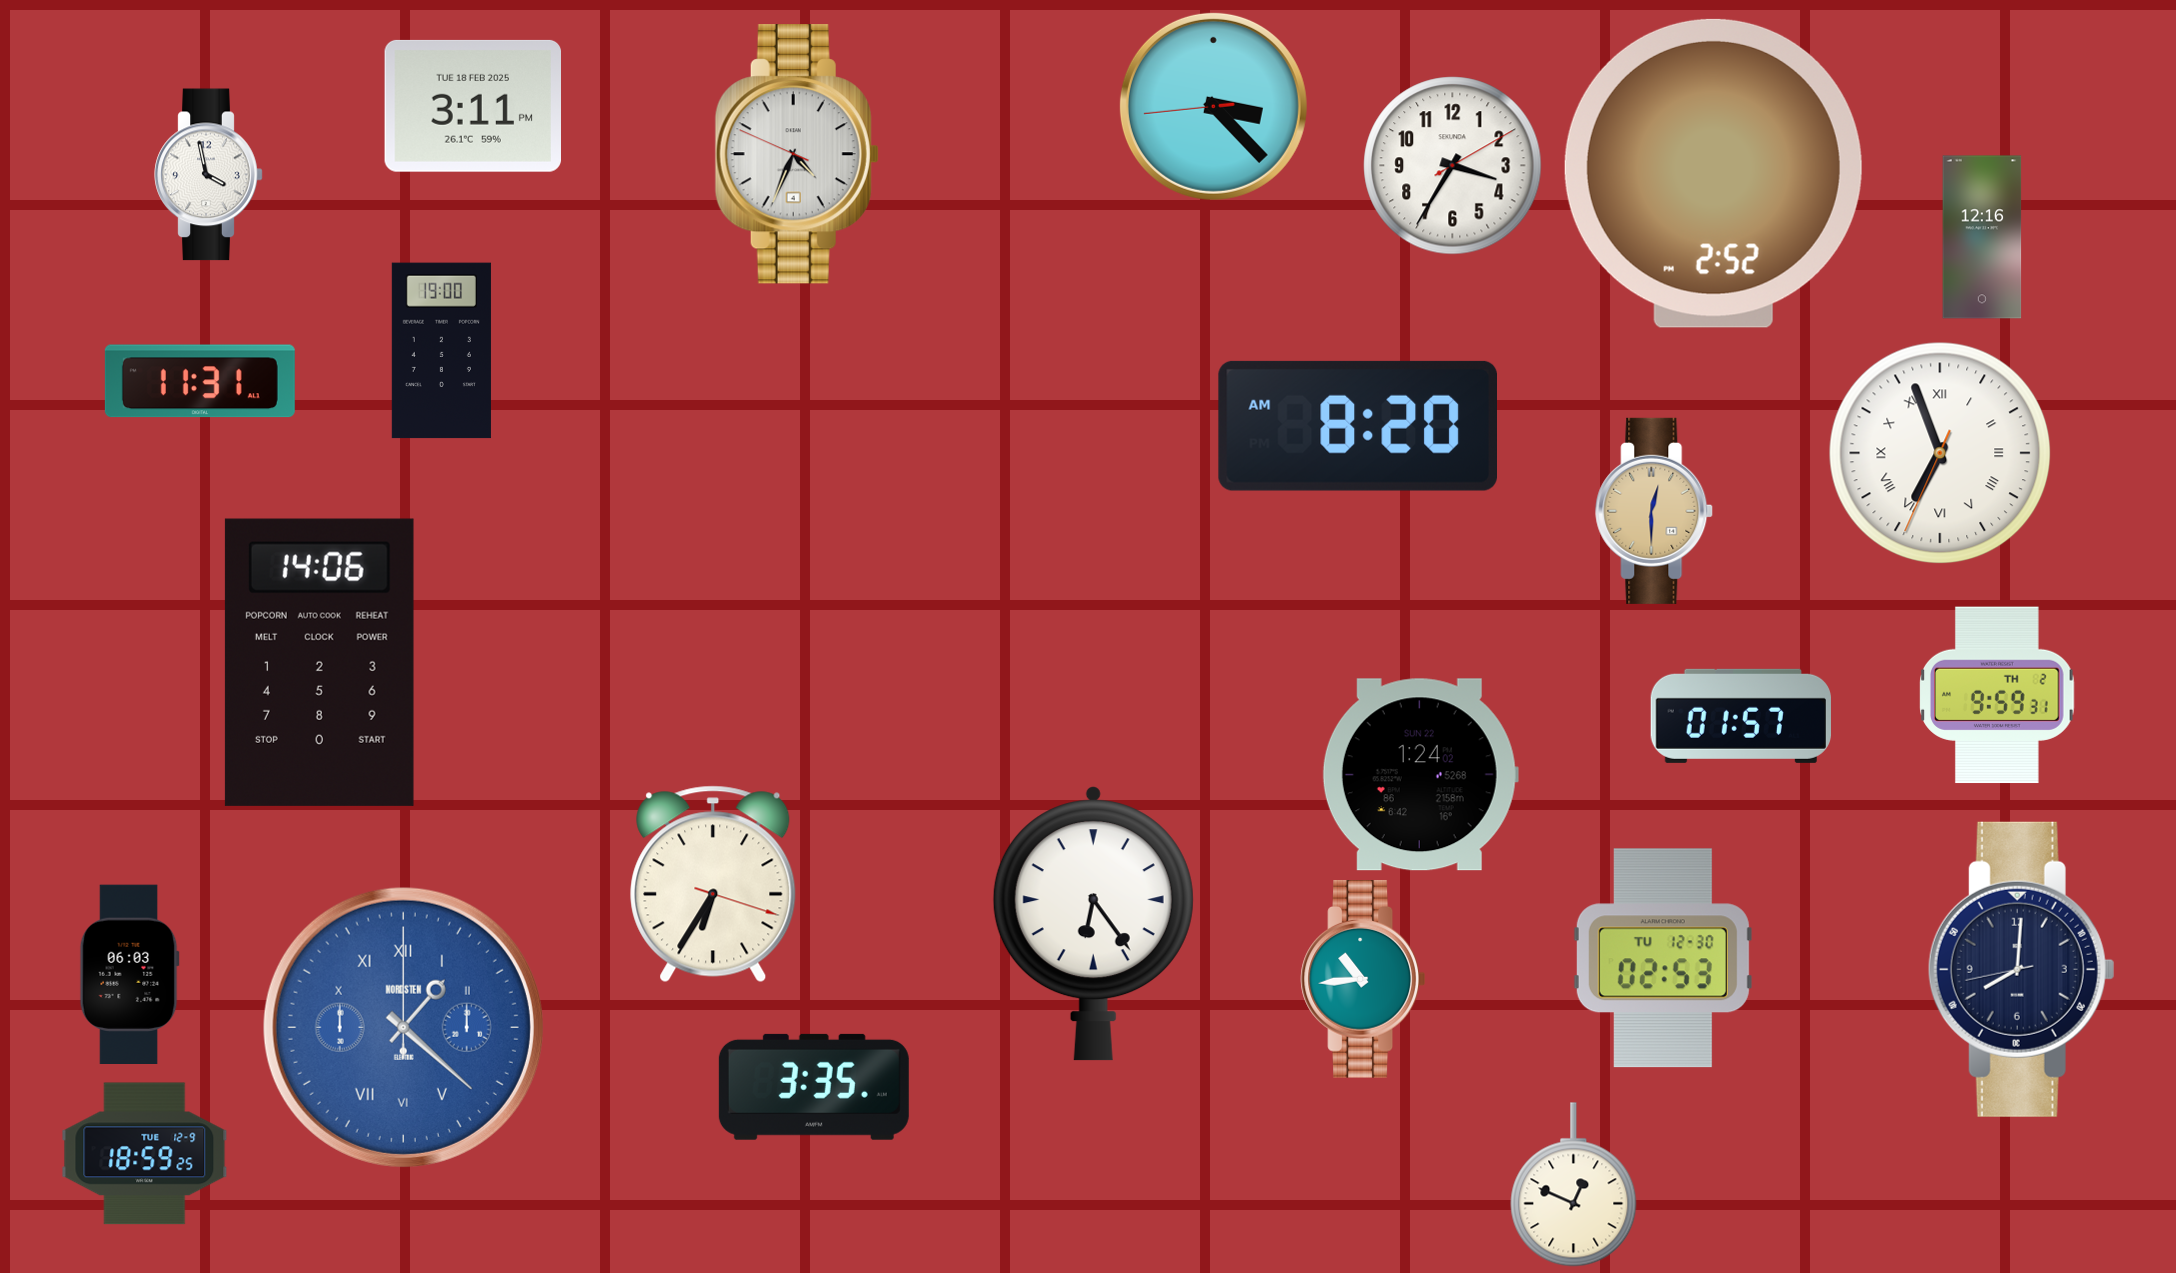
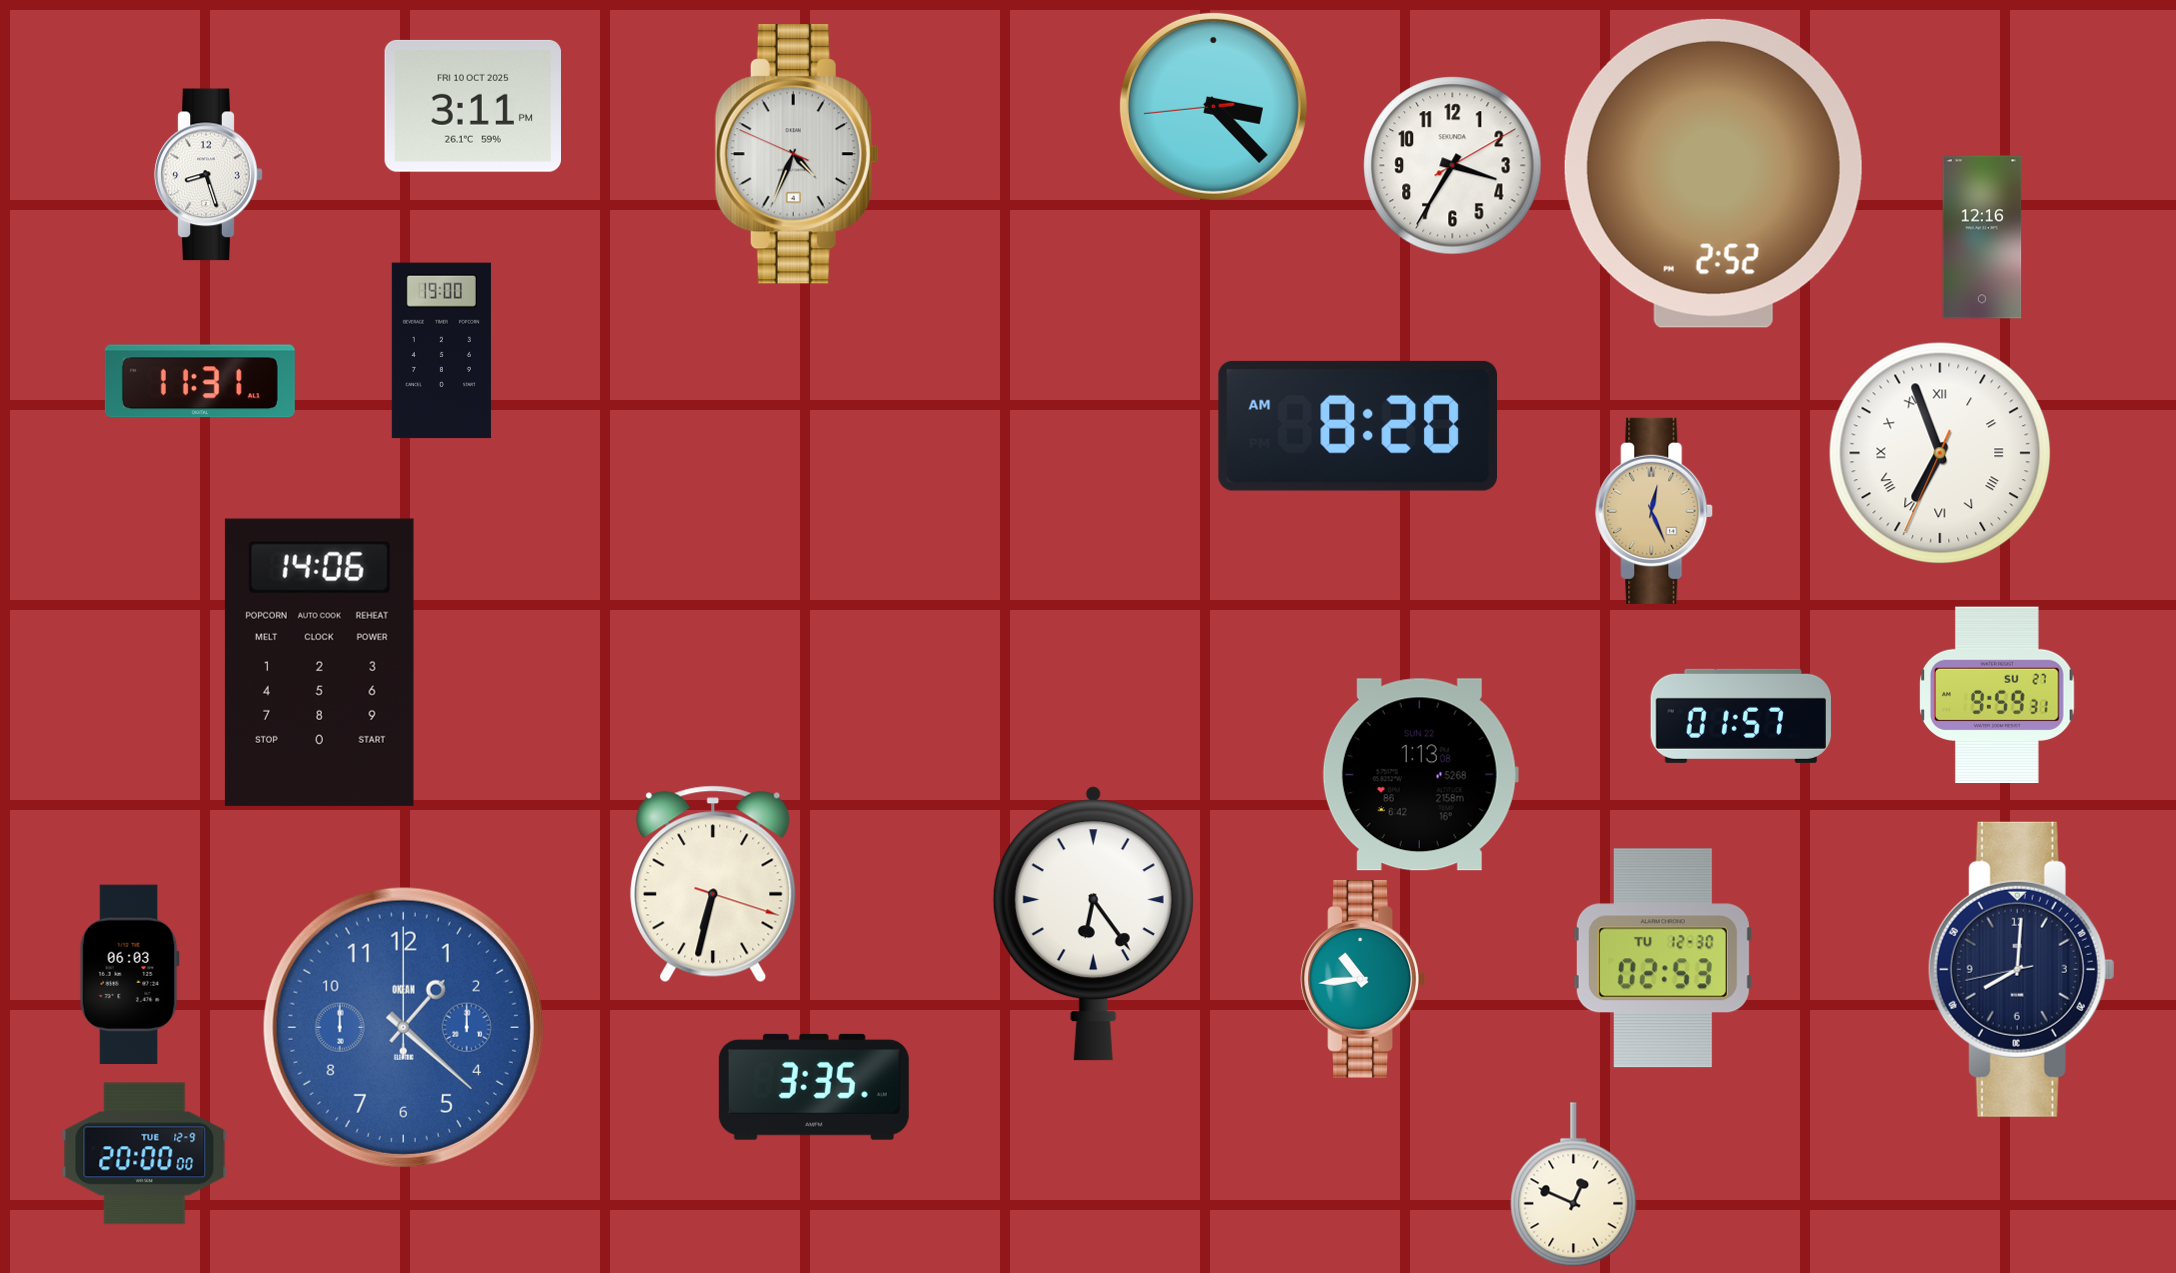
clock at (472, 106) date: TUE 18 FEB 2025 -> FRI 10 OCT 2025
clock at (209, 175): 3:58 -> 8:27
clock at (1655, 511): 12:30 -> 12:26
clock at (1997, 695) date: TH 2 -> SU 27
clock at (1420, 775): 1:24 -> 1:13
clock at (713, 884): 6:35 -> 6:32
clock at (403, 1027) numerals: Roman -> Arabic
clock at (403, 1027) brand: NORDSTEN -> OKEAN
clock at (145, 1154): 18:59 -> 20:00
